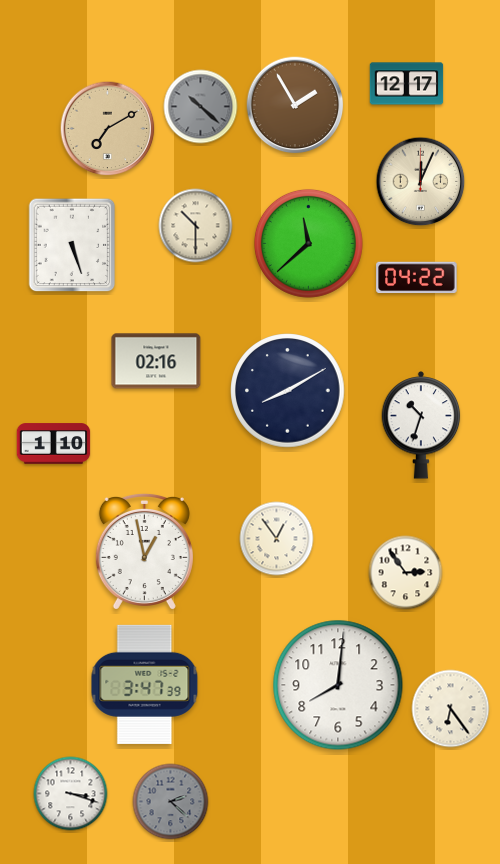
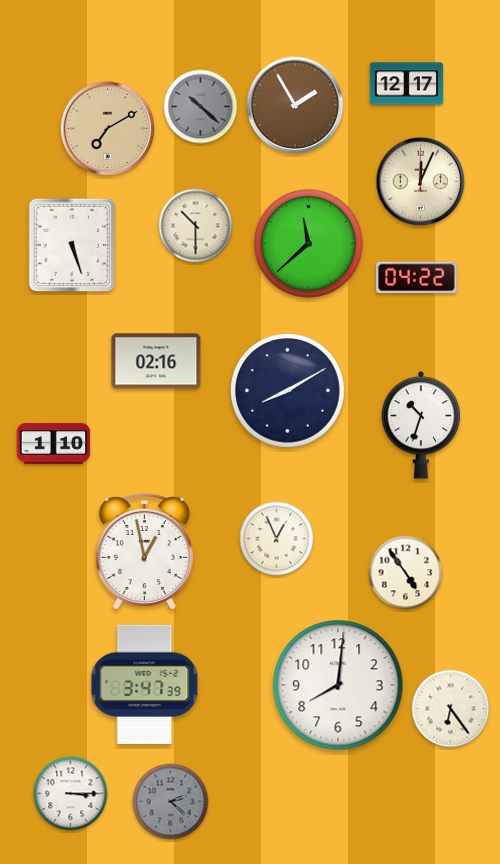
clock at (277, 539): 12:54 -> 12:56
clock at (406, 573): 2:54 -> 4:54
clock at (71, 794): 3:18 -> 3:15
